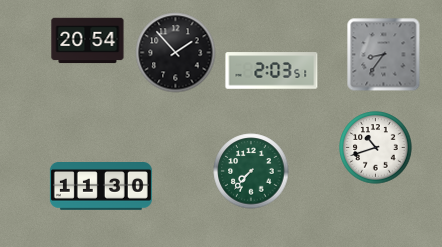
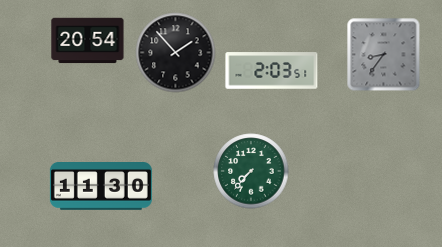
clock at (376, 148): 10:42 -> none
